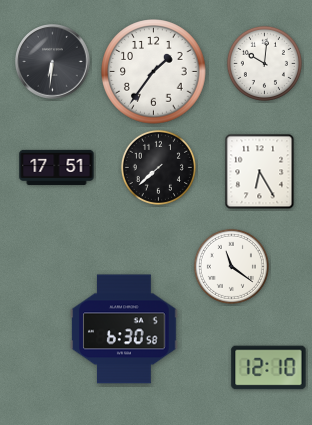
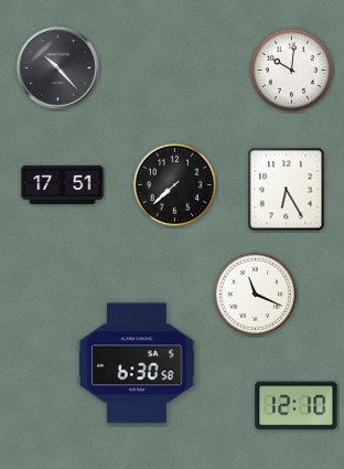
clock at (53, 62): 6:31 -> 10:23
clock at (154, 72): 1:36 -> none
clock at (231, 266): 11:21 -> 11:19
